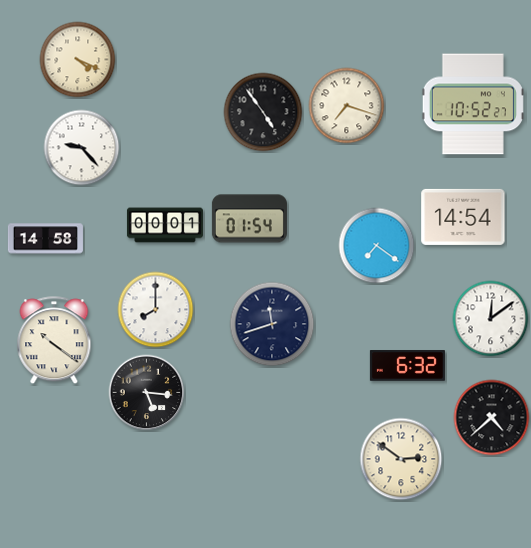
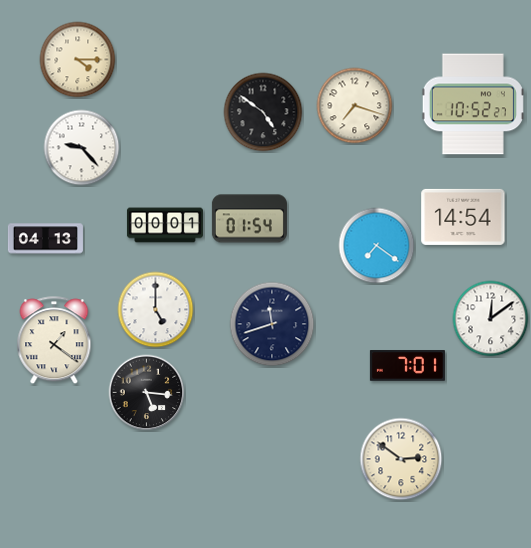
clock at (78, 60): 4:19 -> 4:15
clock at (347, 106) position: (347, 106) -> (355, 106)
clock at (263, 112): 4:54 -> 4:51
clock at (45, 239): 14:58 -> 04:13
clock at (156, 310): 8:00 -> 5:00
clock at (54, 341): 10:21 -> 1:21
clock at (407, 366): 6:32 -> 7:01
clock at (492, 418): 4:38 -> none
